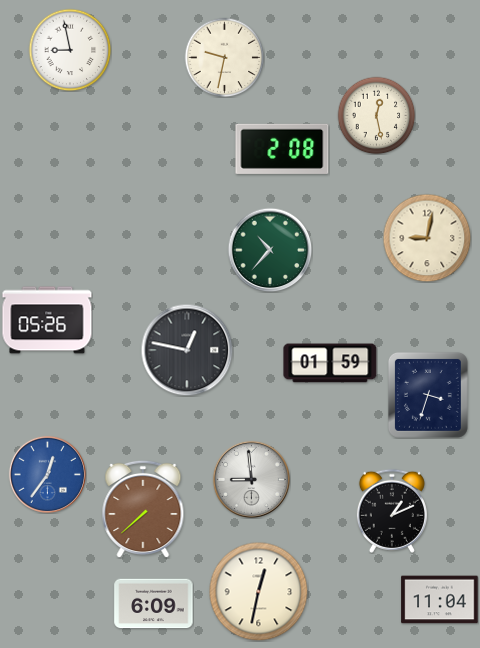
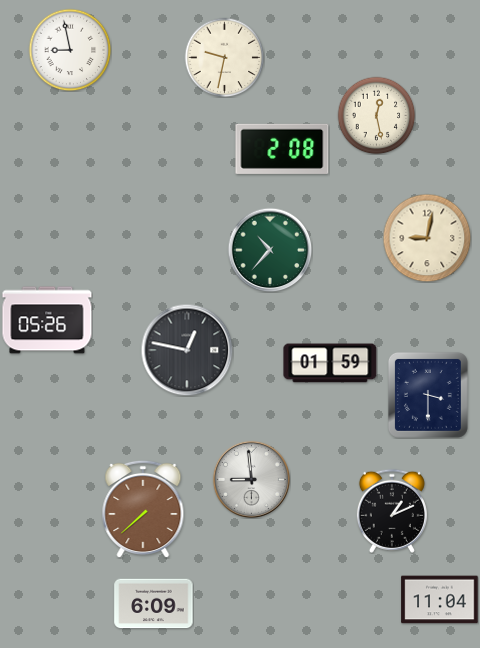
clock at (428, 395): 3:33 -> 3:30
clock at (47, 474): 12:36 -> none
clock at (259, 592): 12:32 -> none
